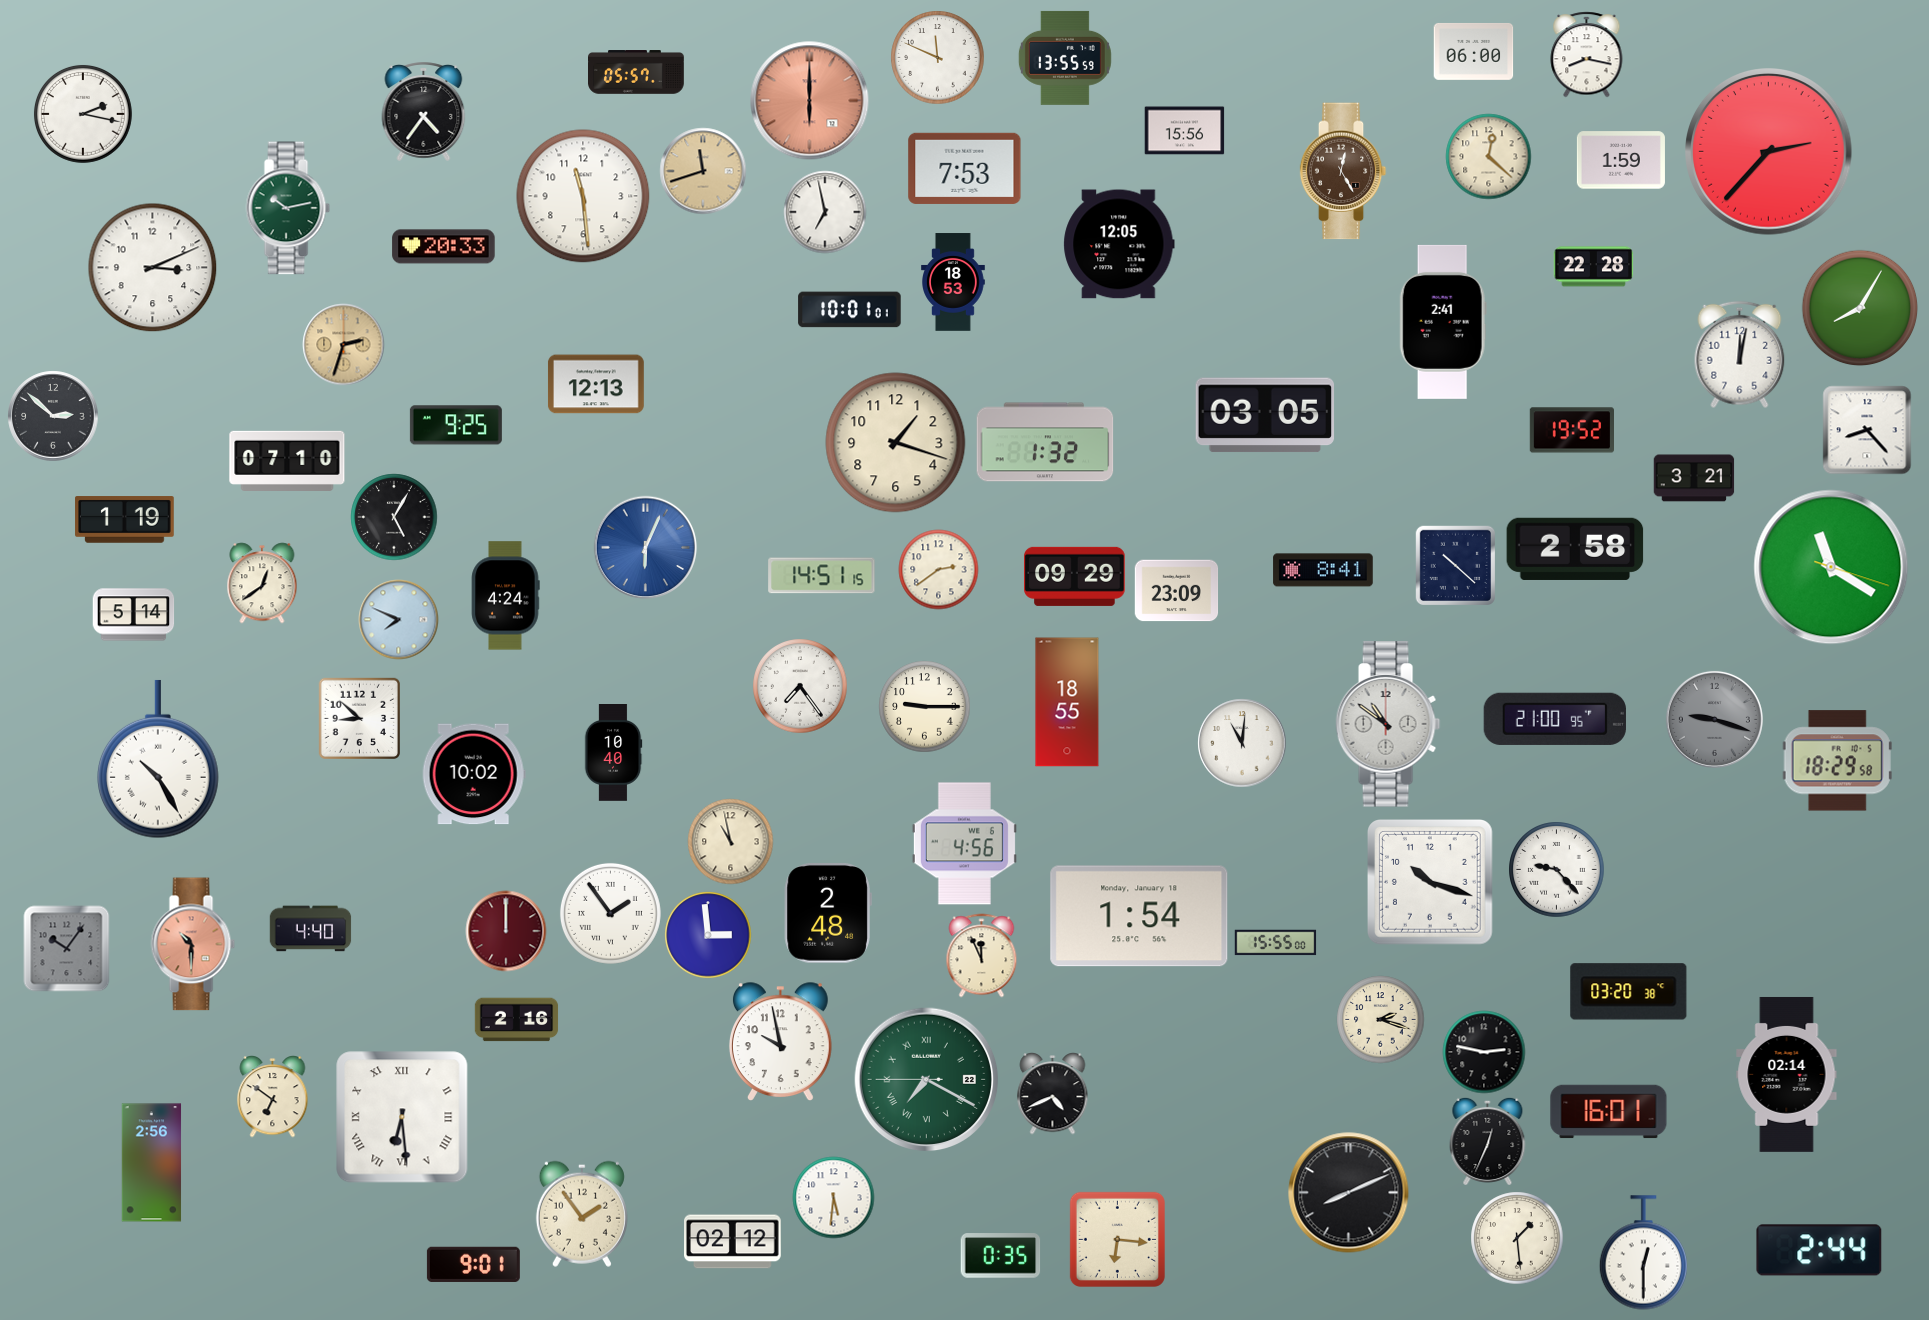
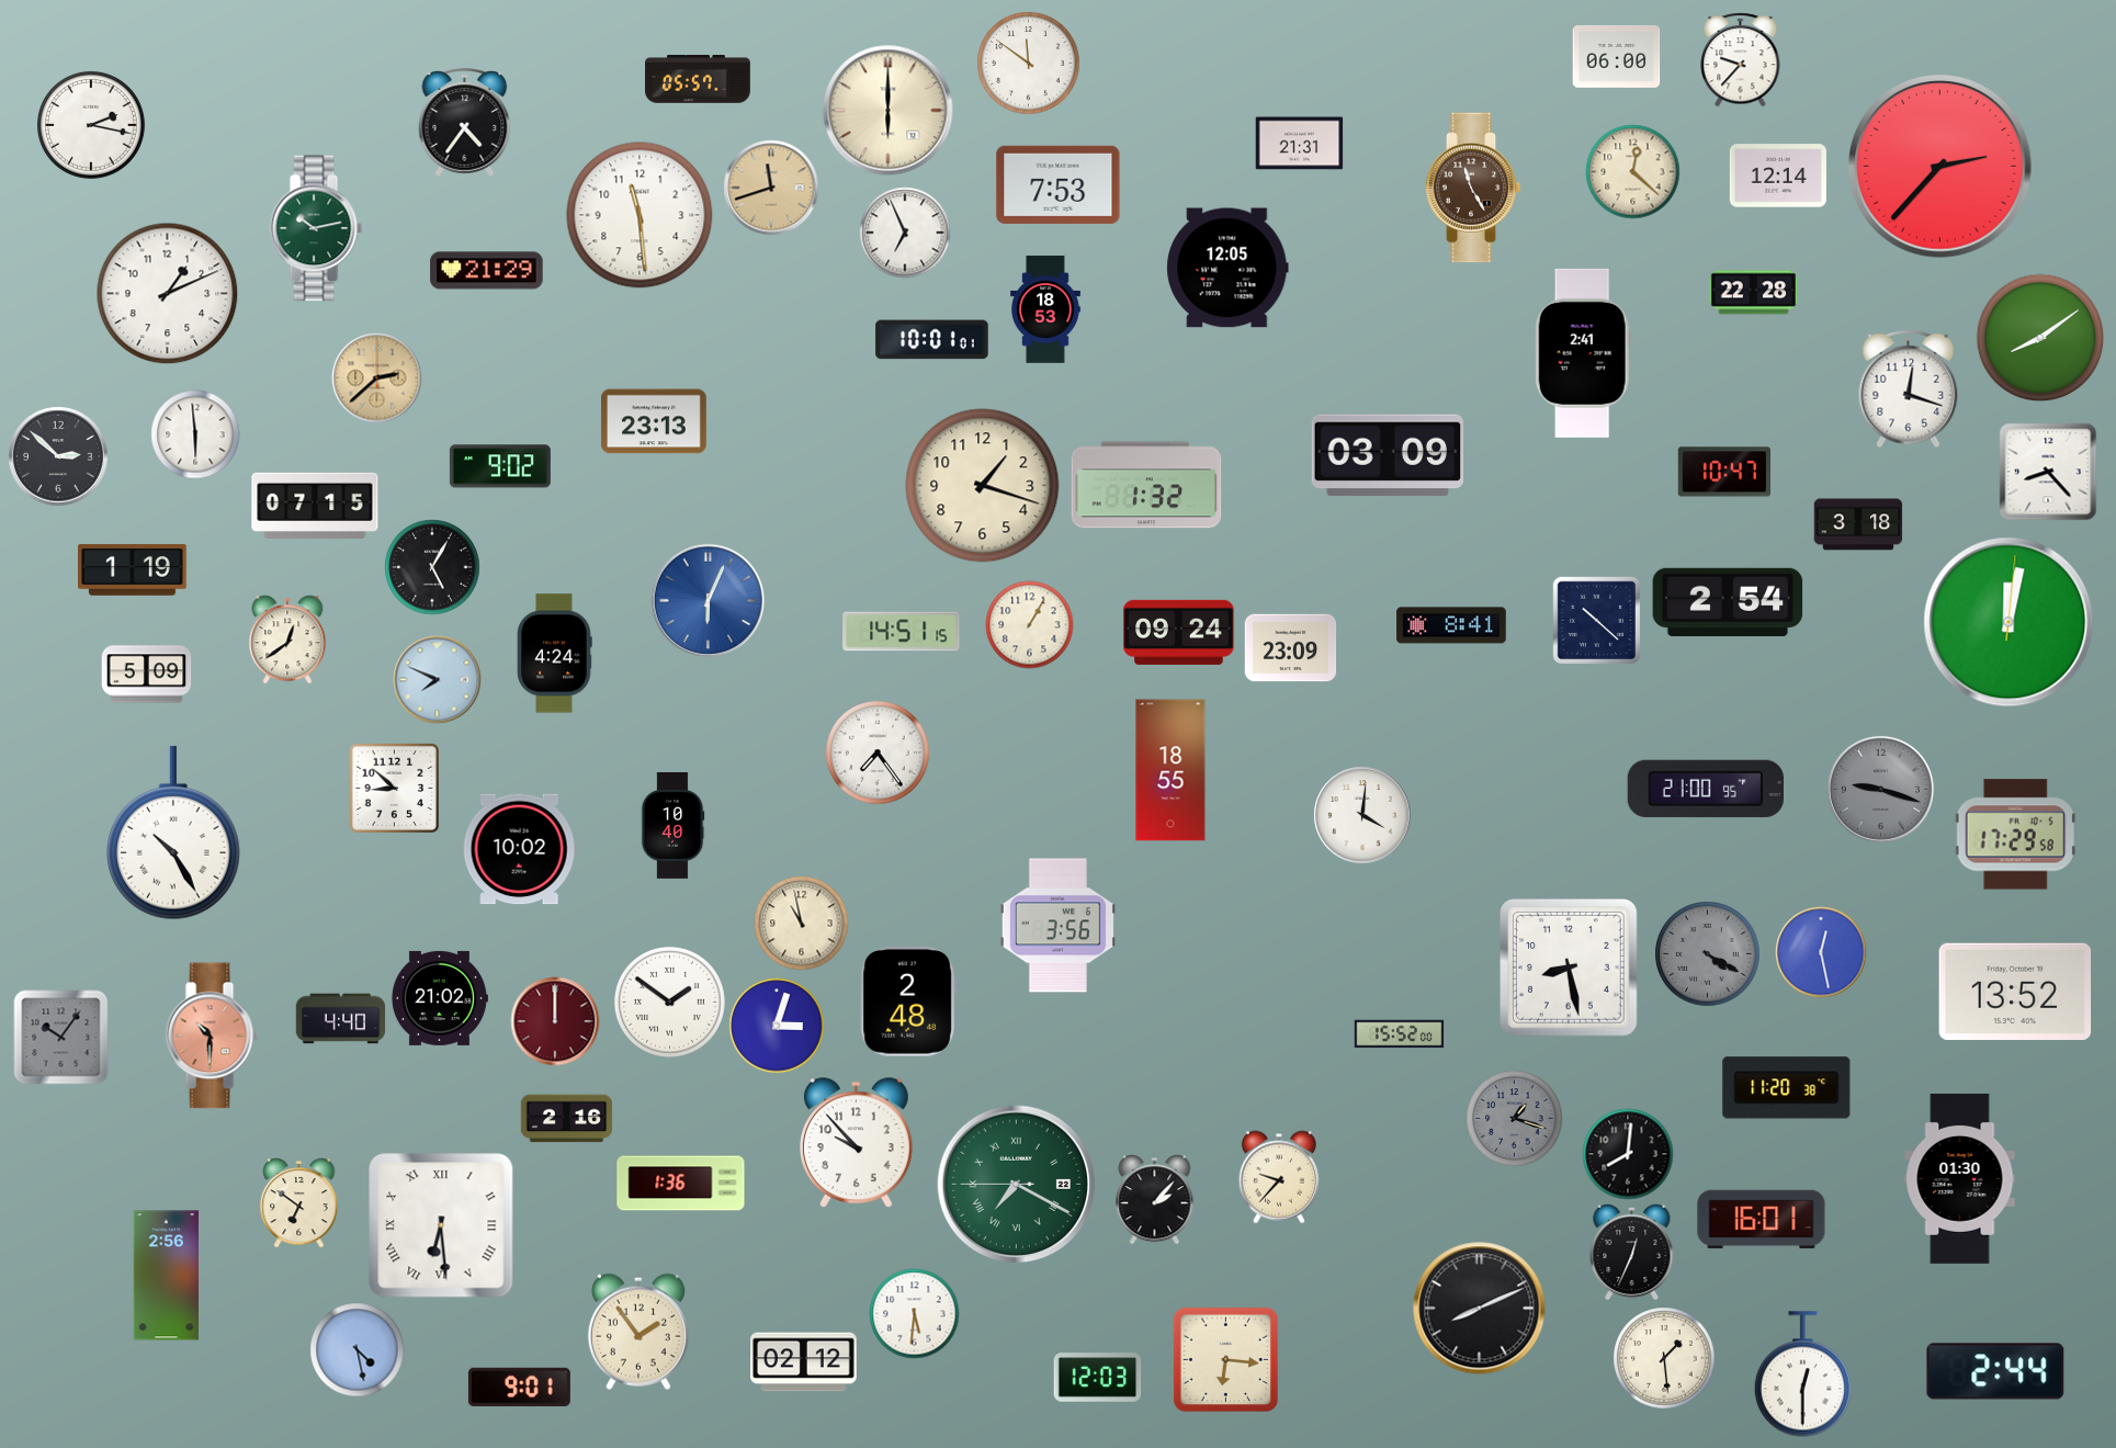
clock at (1587, 54): 8:17 -> 9:37
clock at (937, 57): 11:49 -> 11:51
clock at (1065, 58): 13:55 -> none
clock at (810, 101) dial: salmon -> cream
clock at (1184, 131): 15:56 -> 21:31
clock at (1621, 160): 1:59 -> 12:14
clock at (1343, 171): 12:25 -> 11:25
clock at (825, 212): 6:58 -> 6:56
clock at (444, 247): 20:33 -> 21:29
clock at (152, 267): 3:11 -> 1:11
clock at (1593, 267) position: (1593, 267) -> (1753, 293)
clock at (1860, 308): 8:05 -> 8:09
clock at (343, 344): 2:33 -> 2:38
clock at (1740, 354): 12:02 -> 12:18
clock at (596, 384): 12:13 -> 23:13
clock at (195, 434): none -> 5:59
clock at (1265, 415): 03:05 -> 03:09
clock at (456, 425): 9:25 -> 9:02
clock at (1571, 430): 19:52 -> 10:47
clock at (287, 461): 07:10 -> 07:15
clock at (1694, 478): 3:21 -> 3:18
clock at (125, 520) position: (125, 520) -> (133, 570)
clock at (1575, 549): 2:58 -> 2:54
clock at (1831, 567): 11:20 -> 12:02
clock at (938, 569): 2:39 -> 1:05
clock at (1075, 576): 09:29 -> 09:24
clock at (133, 615): 5:14 -> 5:09
clock at (924, 706): 9:15 -> none
clock at (1388, 724): 10:51 -> none
clock at (1242, 743): 11:01 -> 4:01
clock at (1837, 761): 18:29 -> 17:29
clock at (964, 844): 4:56 -> 3:56
clock at (1821, 952): none -> 12:28
clock at (1556, 869): 9:23 -> 4:20
clock at (1556, 869) dial: white -> grey
clock at (1431, 883): 10:18 -> 8:28
clock at (2015, 991): none -> 13:52
clock at (440, 998): none -> 21:02
clock at (610, 913): 1:54 -> 1:51
clock at (1139, 916): 1:54 -> none
clock at (708, 935): 2:59 -> 3:03
clock at (1275, 943): 15:55 -> 15:52
clock at (66, 948) position: (66, 948) -> (60, 1037)
clock at (982, 955): 11:56 -> none
clock at (1629, 992): 03:20 -> 11:20
clock at (1380, 1019): 2:18 -> 1:18
clock at (1380, 1019) dial: cream -> grey
clock at (780, 1041): 9:58 -> 9:53
clock at (1484, 1052): 2:47 -> 8:01
clock at (1279, 1177): none -> 9:37
clock at (1787, 1074): 02:14 -> 01:30
clock at (681, 1184): none -> 1:36
clock at (1053, 1094): 4:41 -> 2:07
clock at (1609, 1112) position: (1609, 1112) -> (1762, 1220)
clock at (357, 1349): none -> 4:28
clock at (1000, 1256): 0:35 -> 12:03
